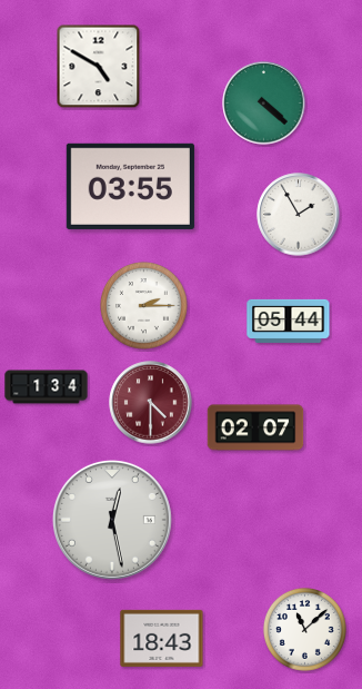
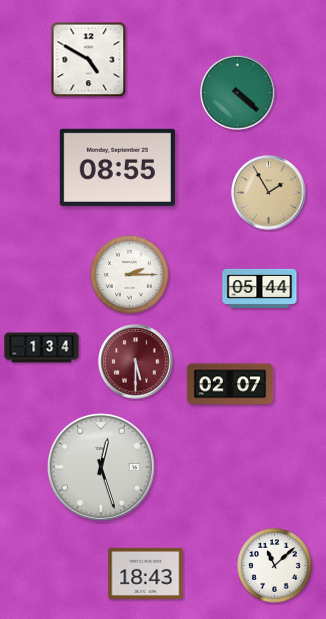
clock at (130, 186): 03:55 -> 08:55
clock at (299, 215) dial: white -> champagne
clock at (151, 403): 4:30 -> 5:30
clock at (112, 520): 12:28 -> 12:27
